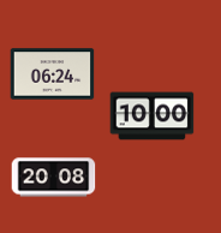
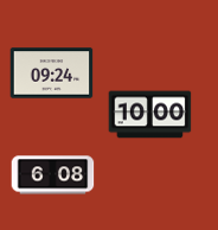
clock at (53, 74): 06:24 -> 09:24
clock at (54, 178): 20:08 -> 6:08
